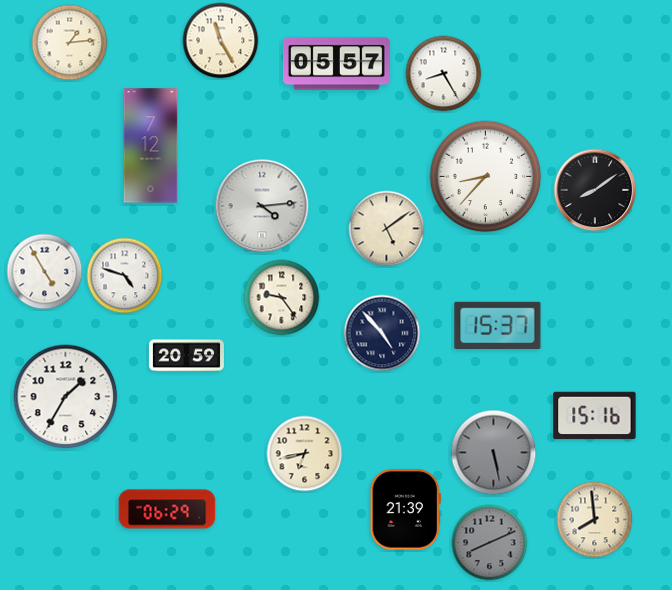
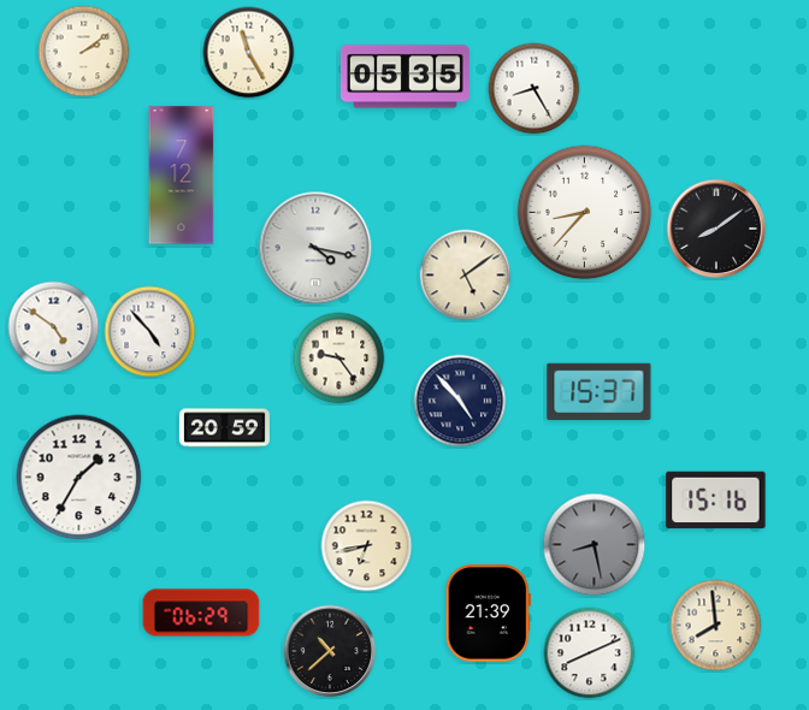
clock at (221, 41) position: (221, 41) -> (249, 53)
clock at (70, 43): 1:14 -> 2:09
clock at (336, 64): 05:57 -> 05:35
clock at (262, 206): 4:14 -> 4:17
clock at (45, 272): 4:55 -> 4:51
clock at (125, 276): 4:48 -> 4:53
clock at (494, 453): 5:28 -> 8:28
clock at (330, 651): none -> 10:38
clock at (490, 543) dial: grey -> white
